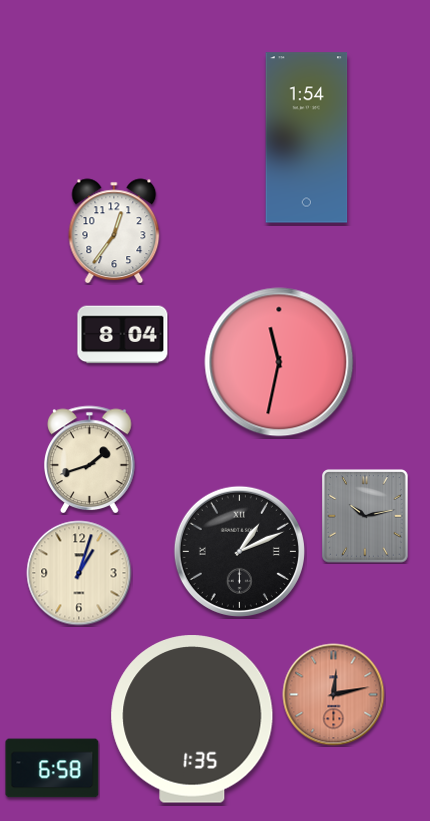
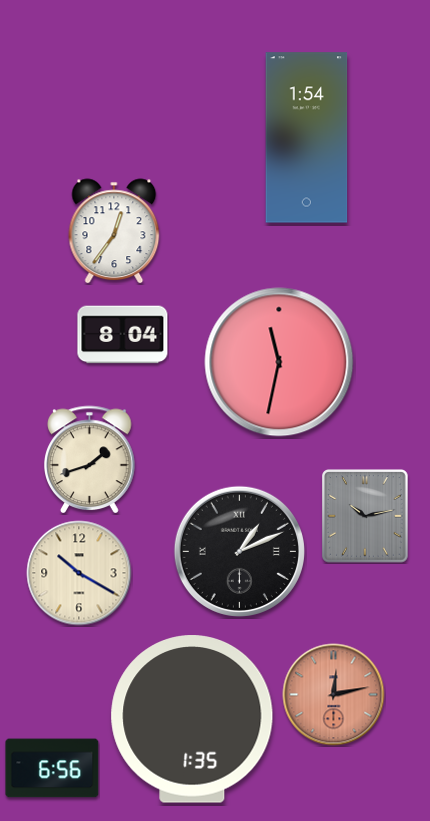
clock at (79, 573): 1:03 -> 10:20
clock at (52, 768): 6:58 -> 6:56
